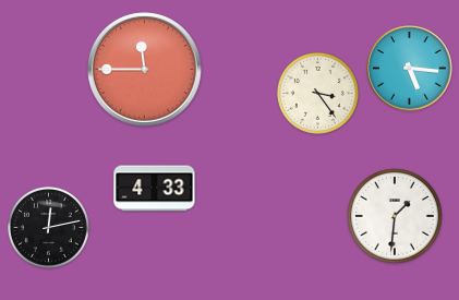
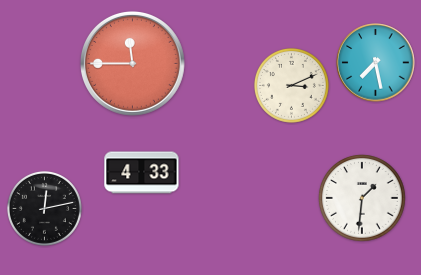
clock at (410, 69): 5:16 -> 7:28
clock at (317, 93): 3:24 -> 3:11
